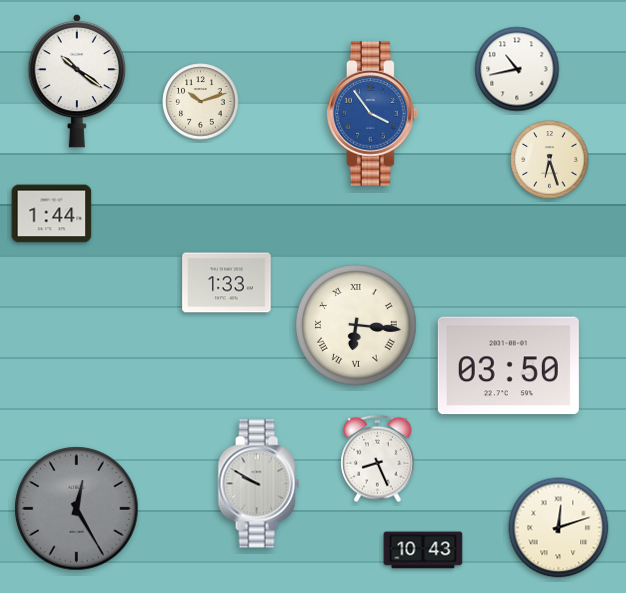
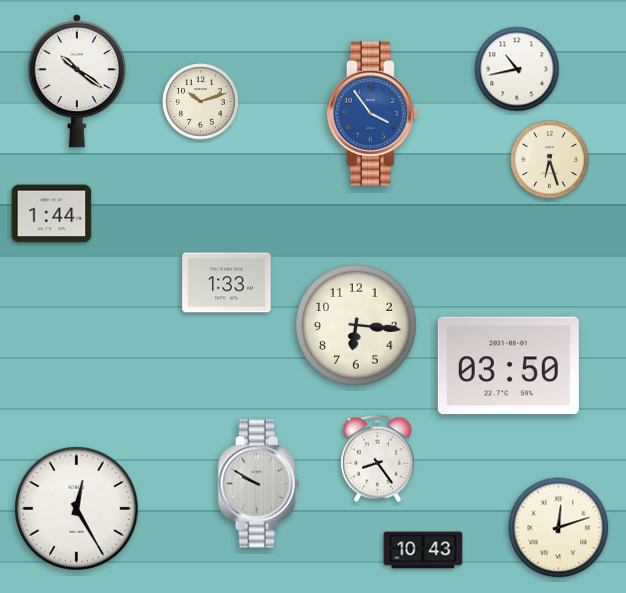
clock at (356, 325) numerals: Roman -> Arabic
clock at (378, 459): 8:26 -> 8:24
clock at (77, 509) dial: grey -> white
